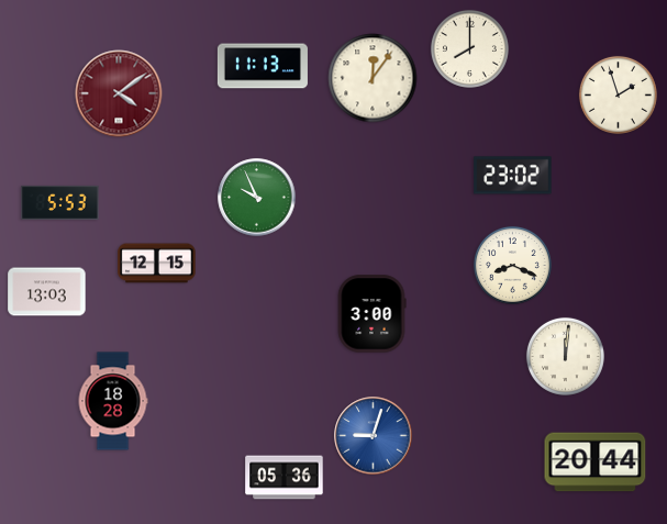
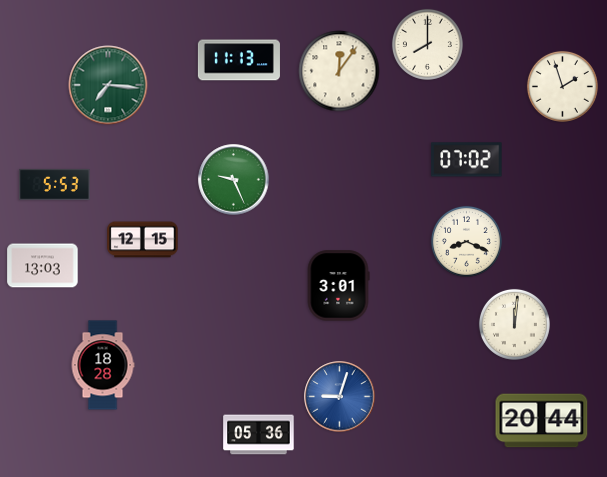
clock at (119, 93): 4:09 -> 7:16
clock at (119, 93) dial: burgundy -> green
clock at (513, 176): 23:02 -> 07:02
clock at (257, 198): 9:56 -> 9:26
clock at (371, 314): 3:00 -> 3:01
